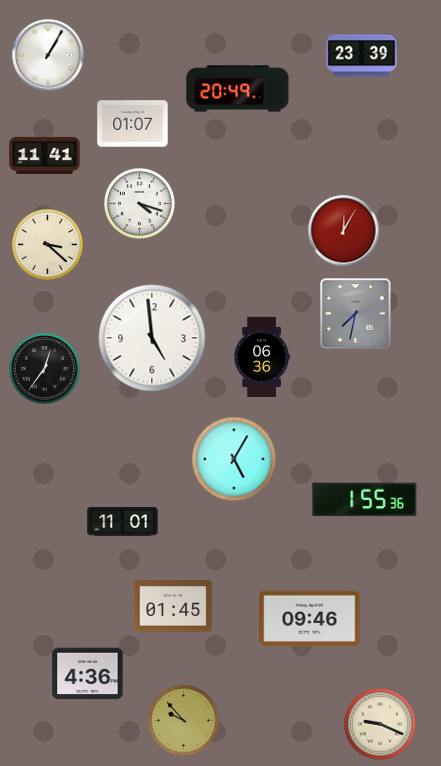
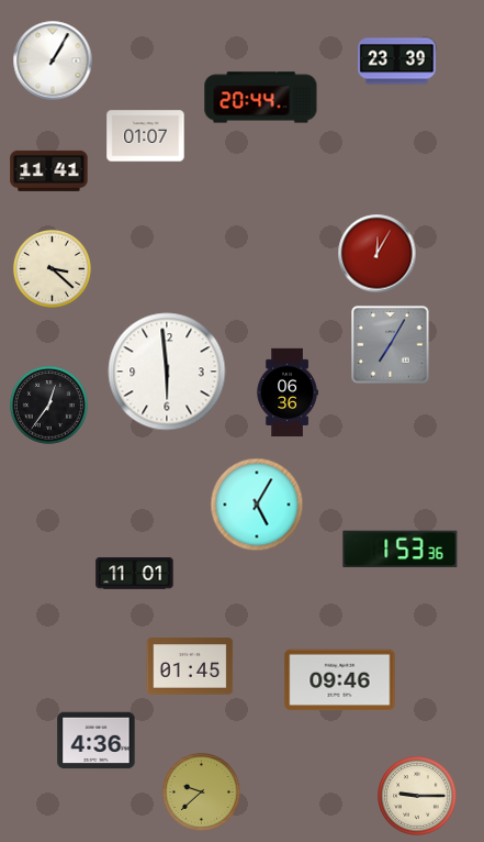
clock at (238, 89): 20:49 -> 20:44
clock at (139, 204): 4:18 -> none
clock at (356, 314): 7:32 -> 7:05
clock at (152, 338): 4:59 -> 5:59
clock at (365, 500): 1:55 -> 1:53
clock at (183, 721): 9:53 -> 9:38
clock at (381, 725): 9:19 -> 9:15
